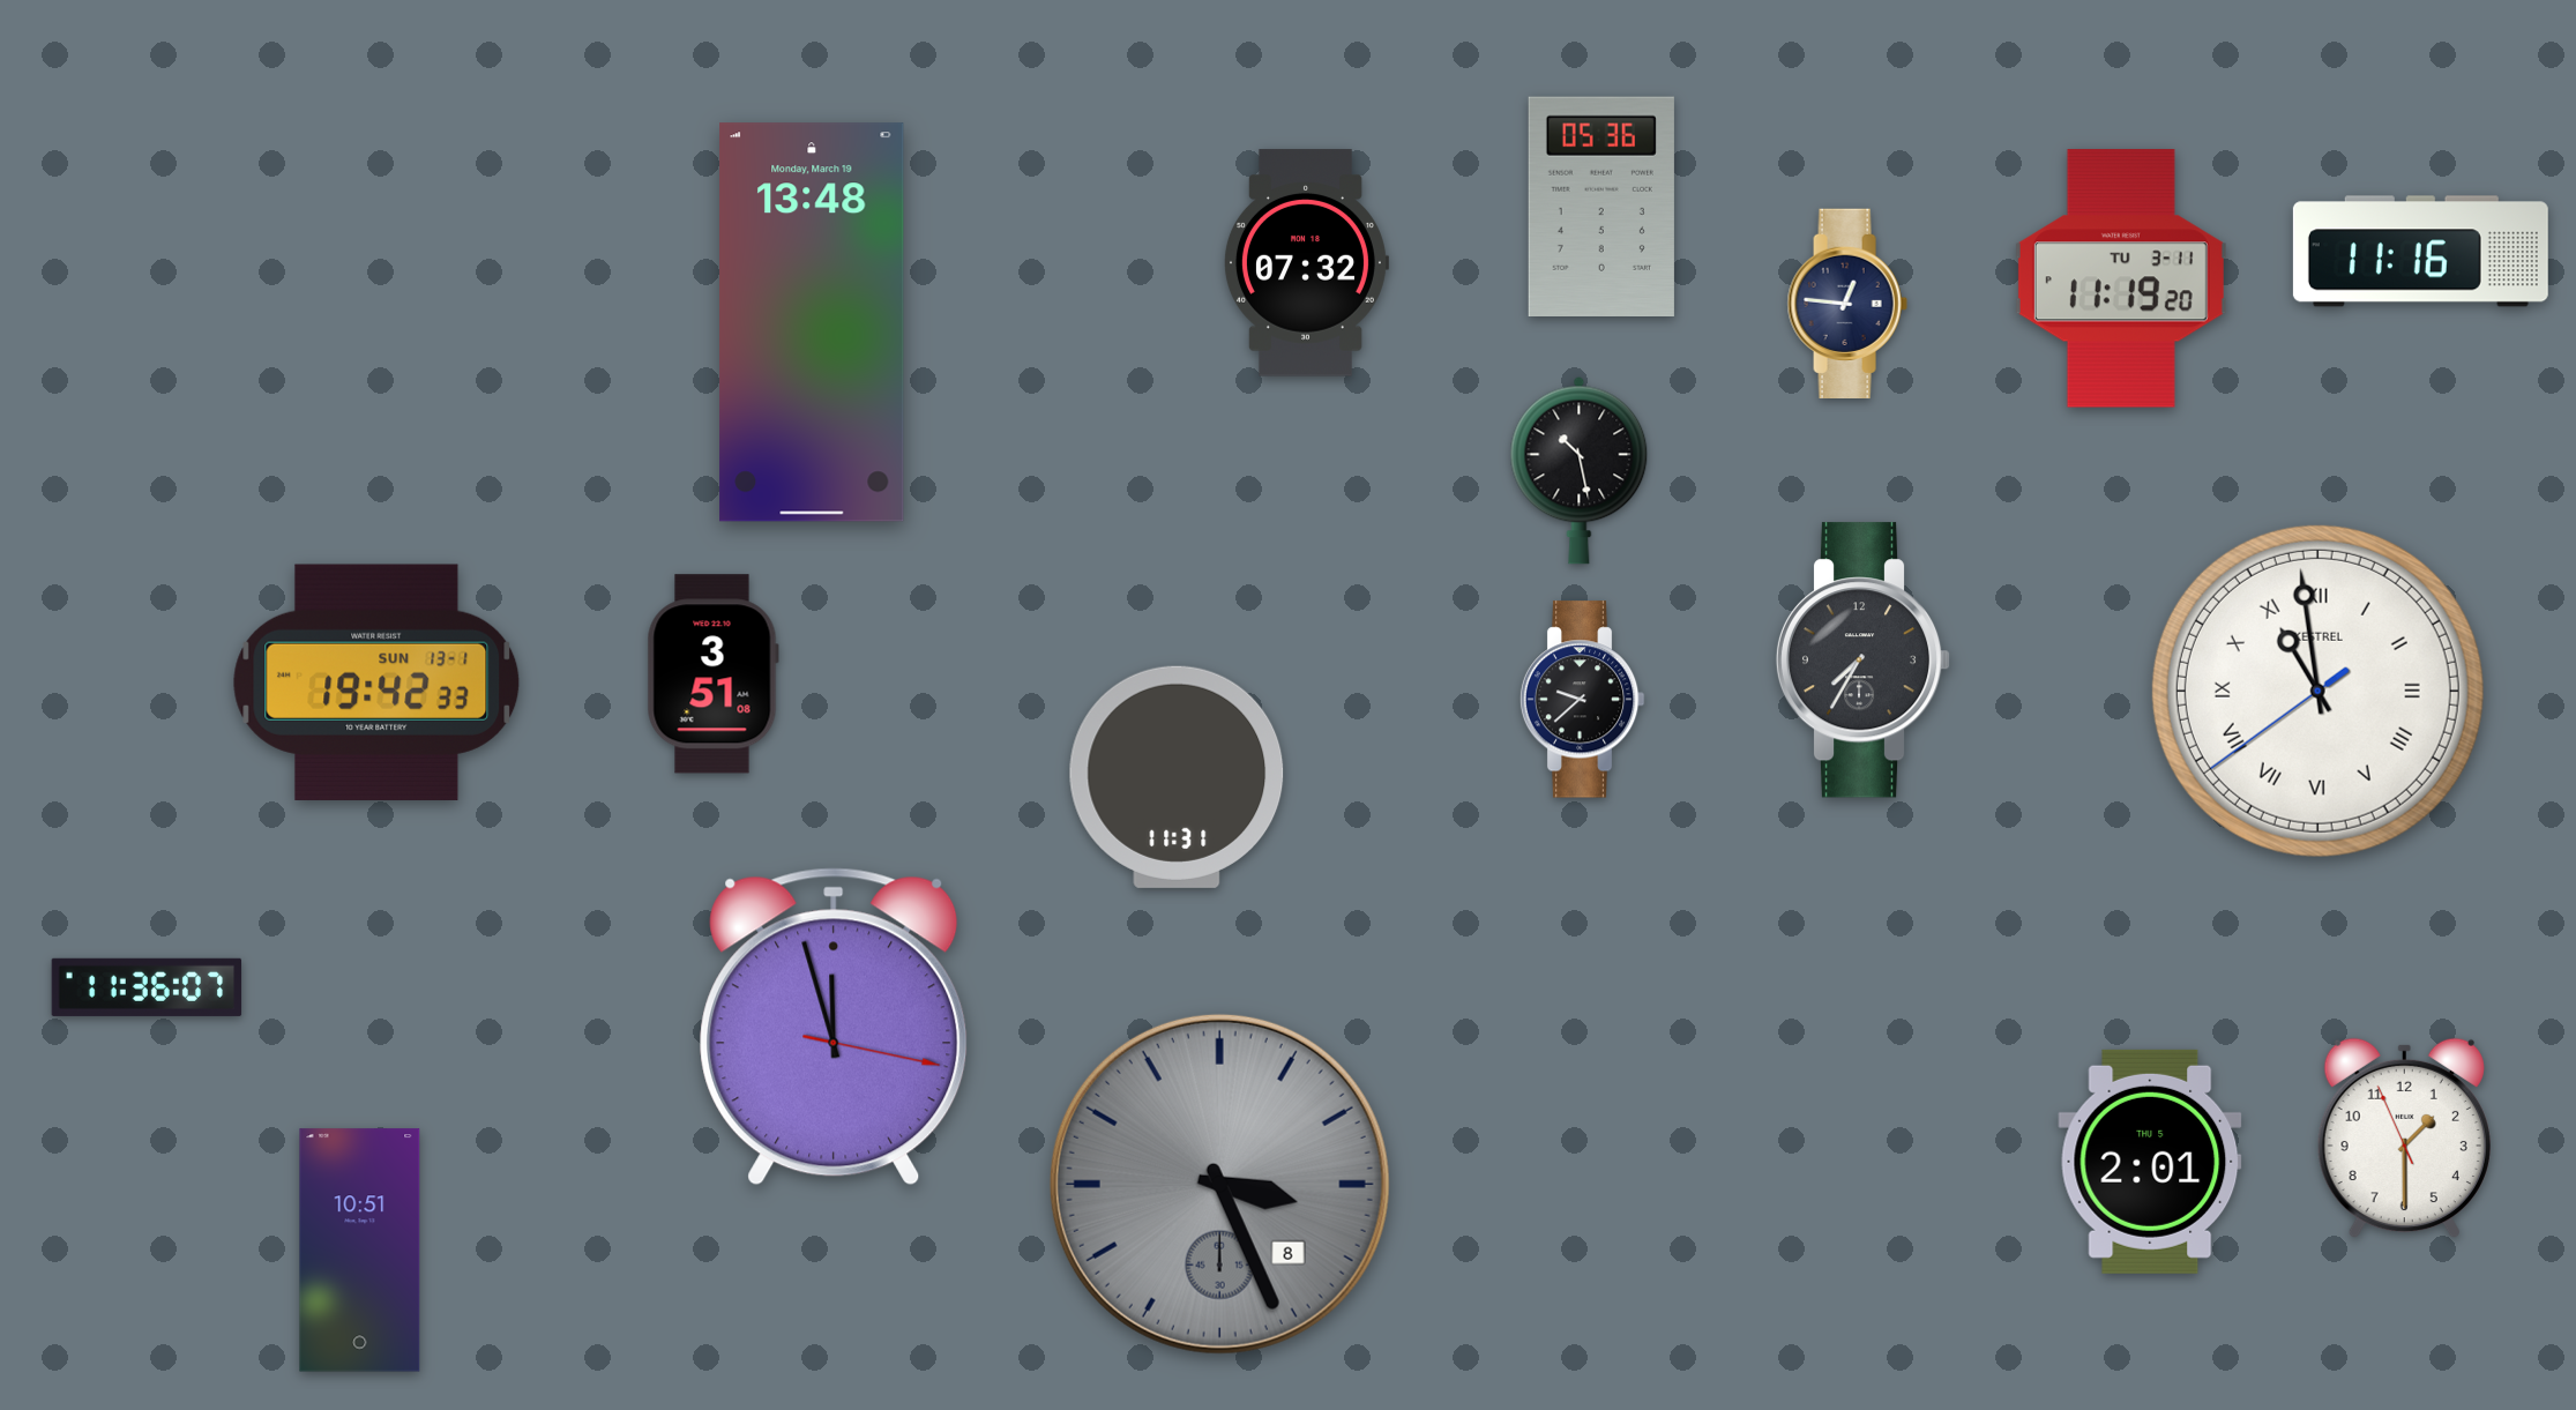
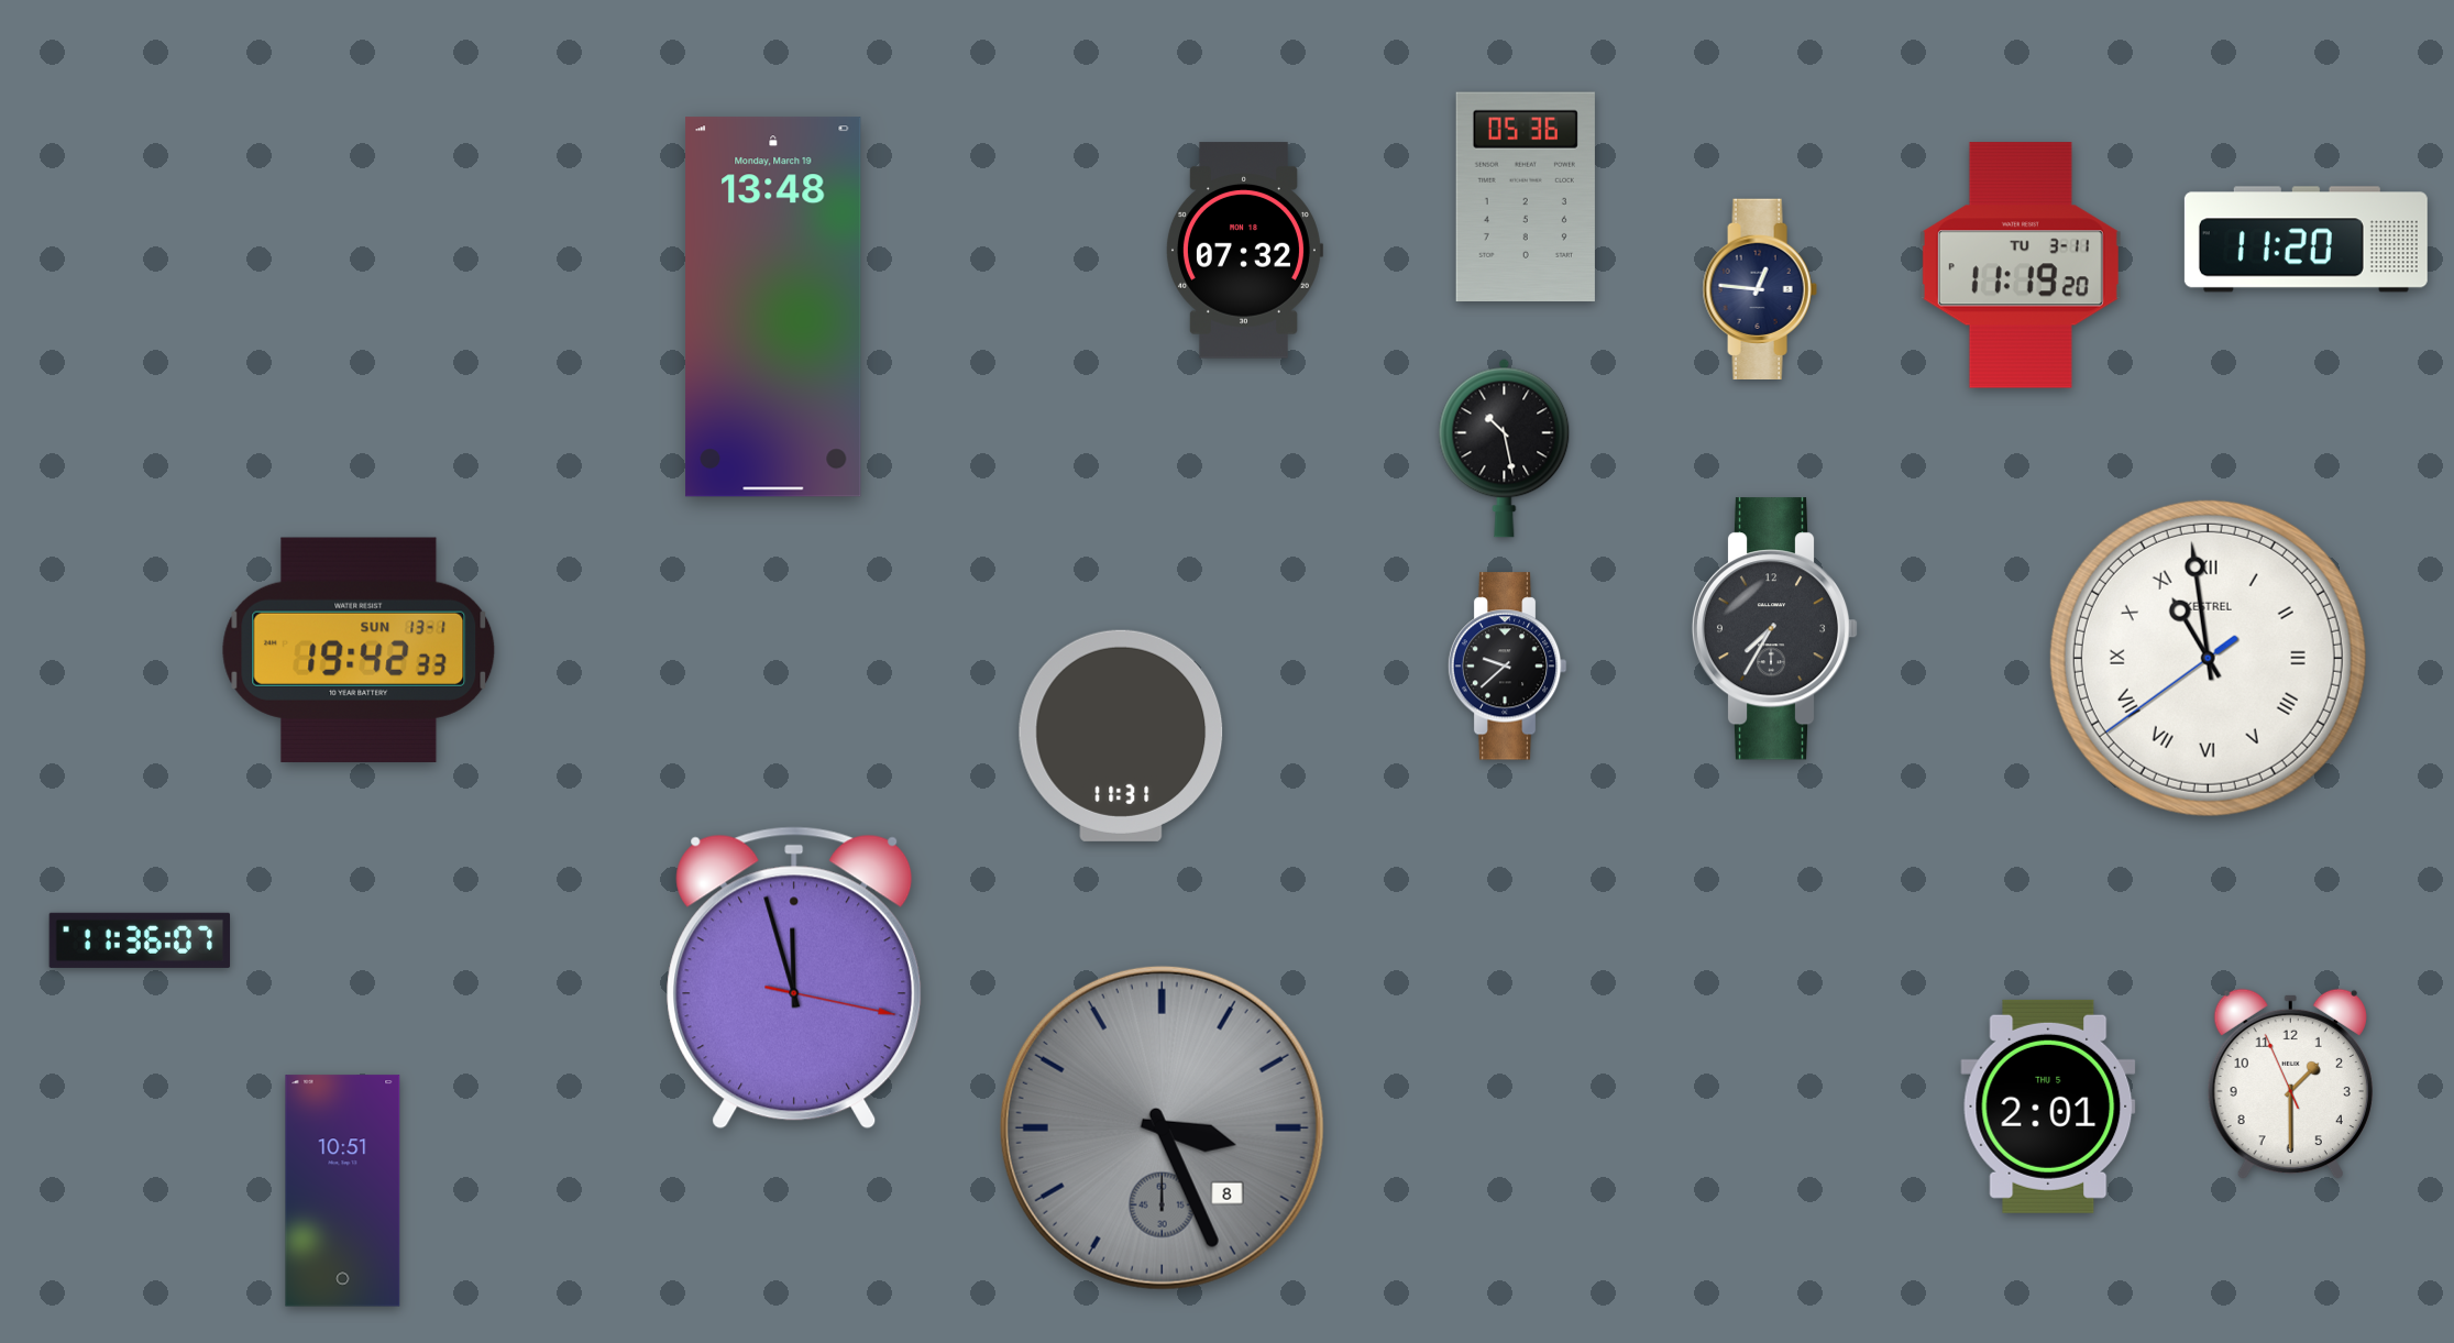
clock at (2420, 252): 11:16 -> 11:20
clock at (712, 674): 3:51 -> none
clock at (1177, 777) position: (1177, 777) -> (1121, 736)
